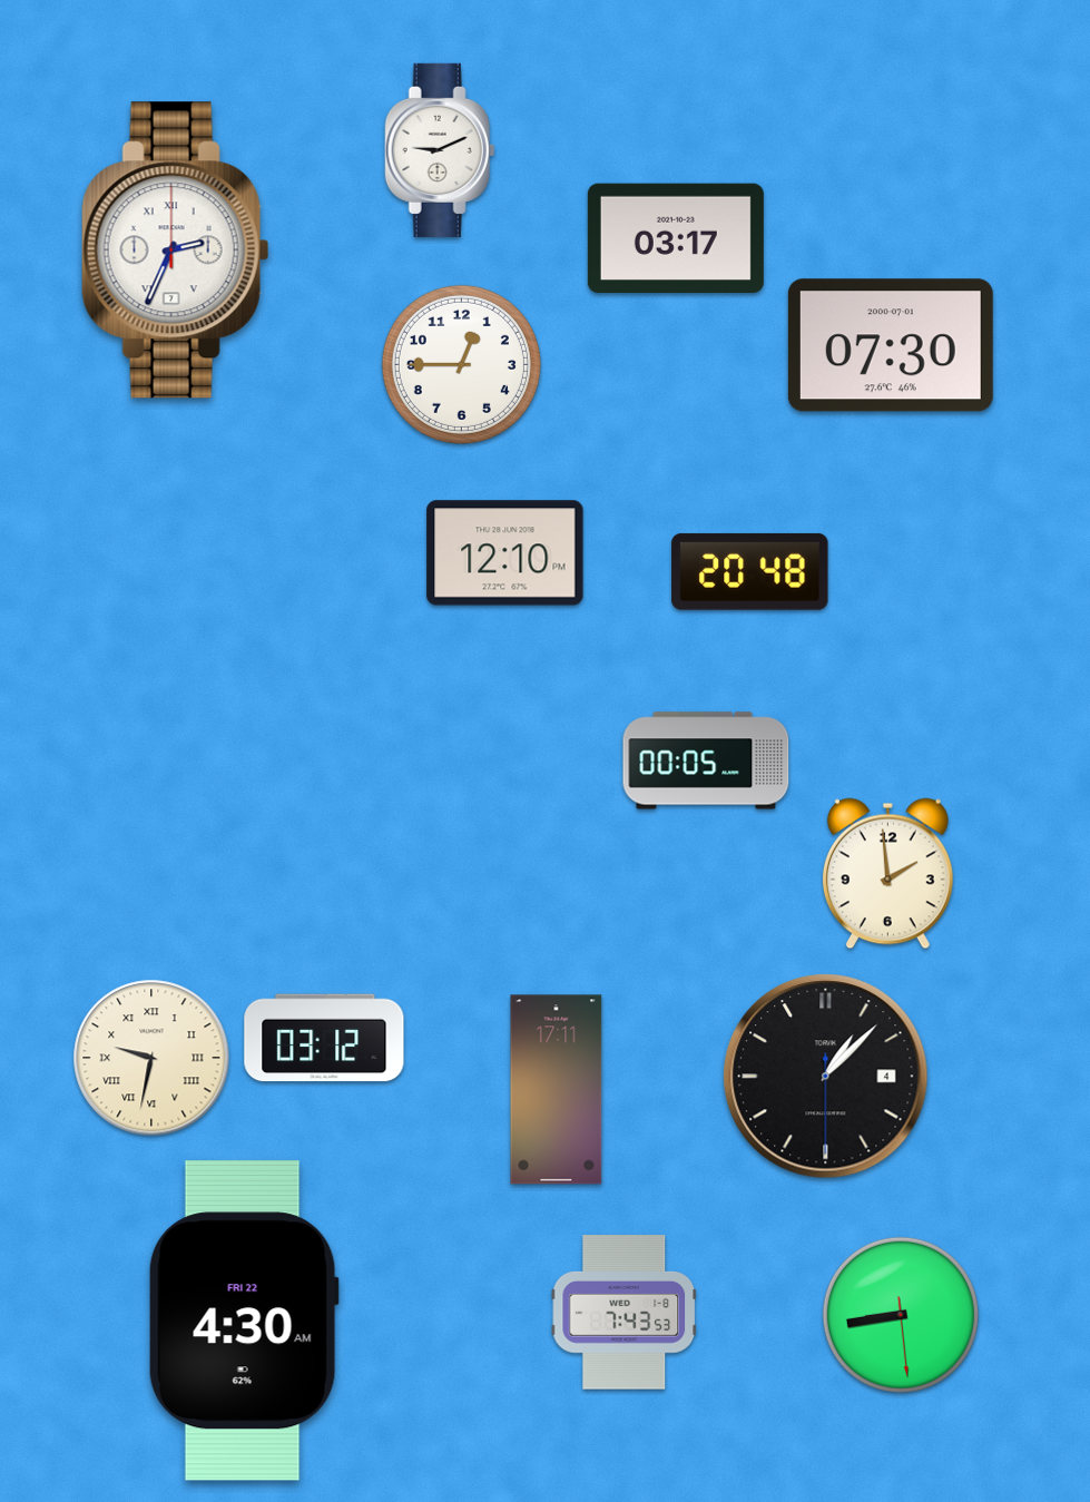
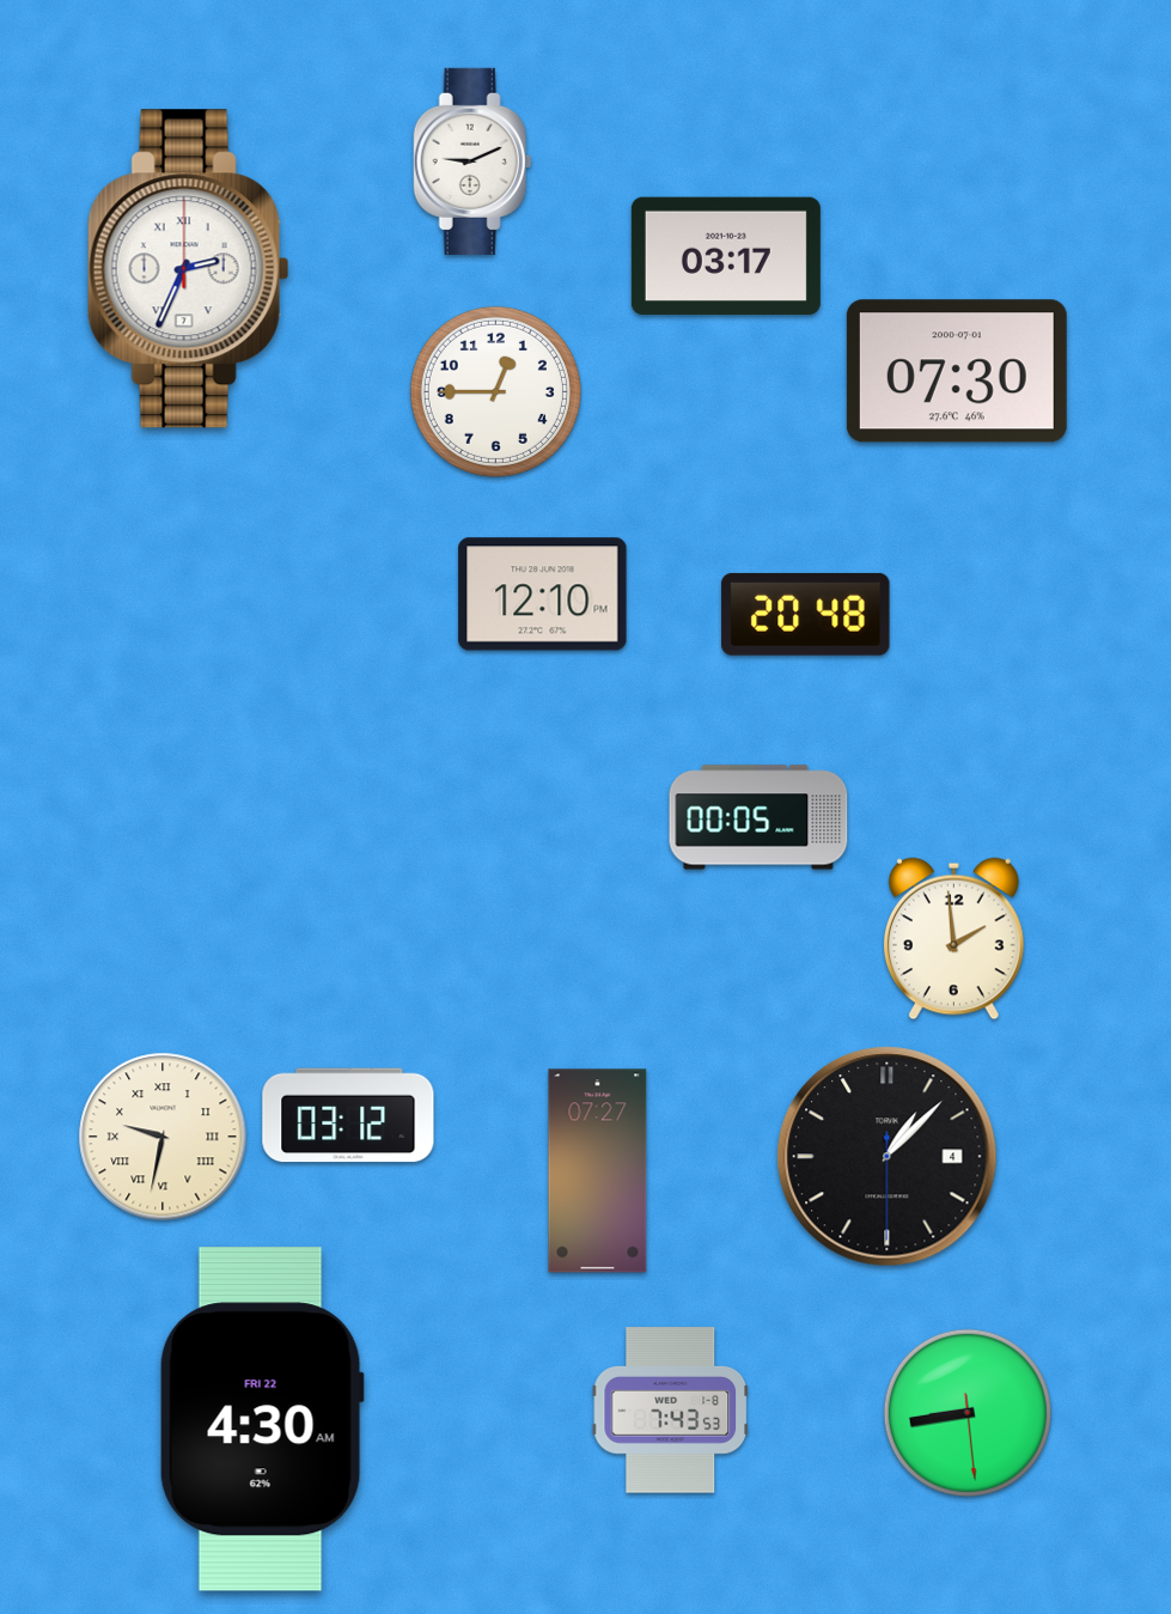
clock at (557, 1090): 17:11 -> 07:27
